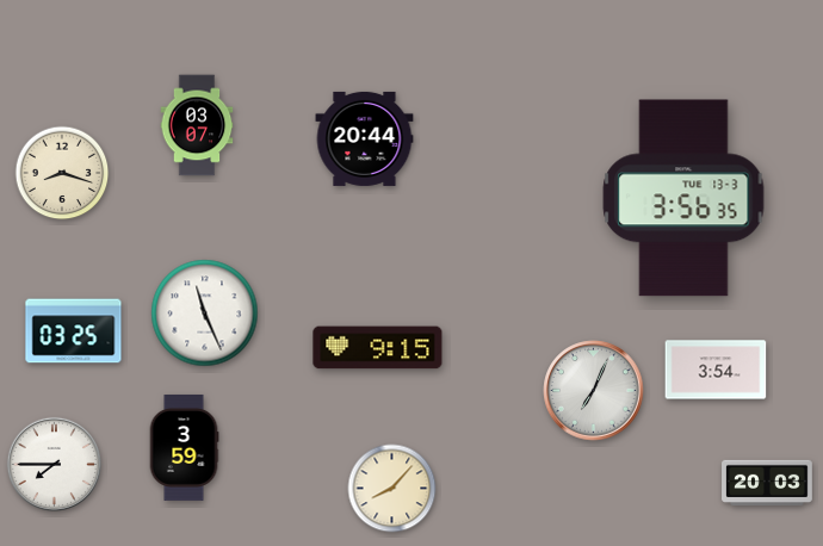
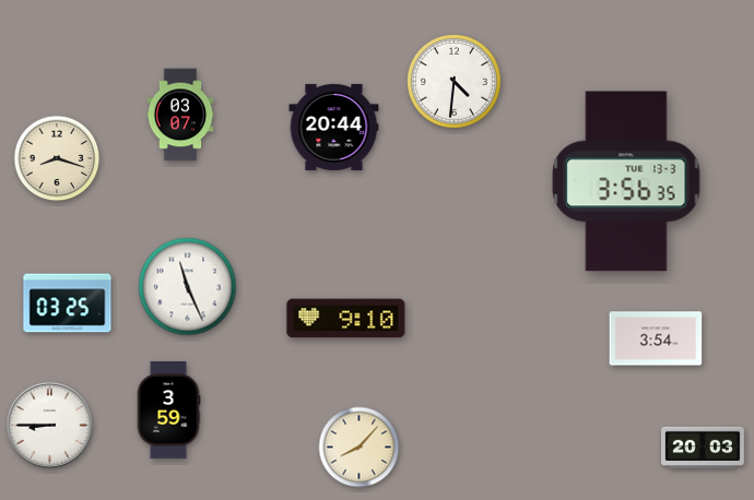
clock at (455, 82): none -> 4:31
clock at (378, 348): 9:15 -> 9:10
clock at (594, 391): 7:04 -> none
clock at (54, 464): 7:45 -> 8:45
clock at (767, 483) position: (767, 483) -> (703, 448)
